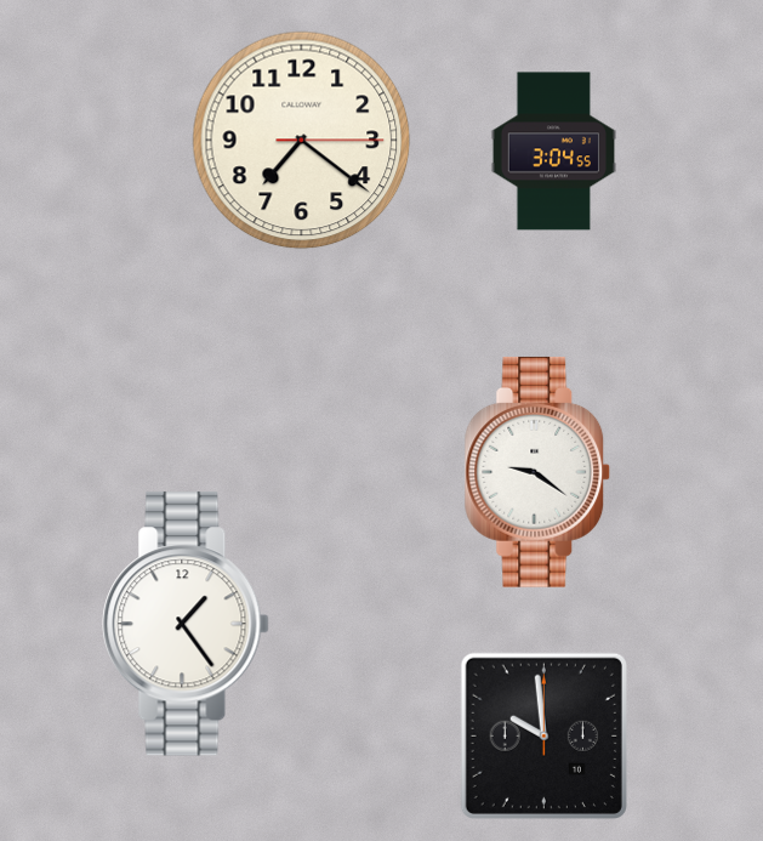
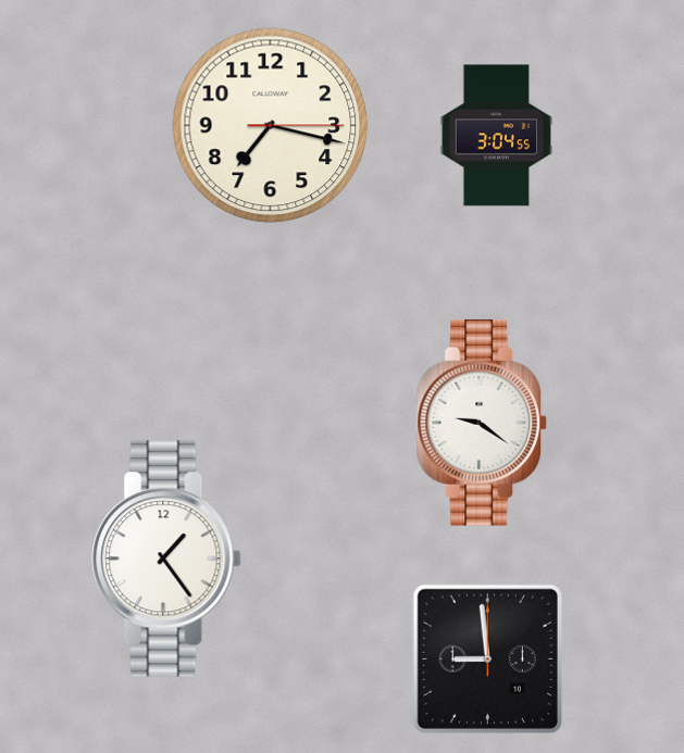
clock at (302, 141): 7:21 -> 7:17
clock at (543, 735): 9:59 -> 8:59
